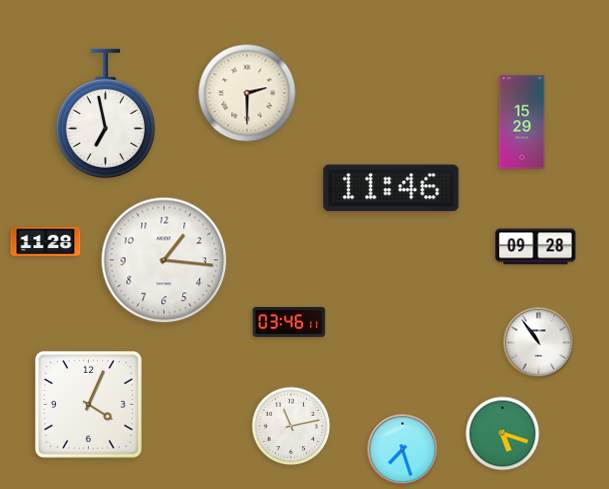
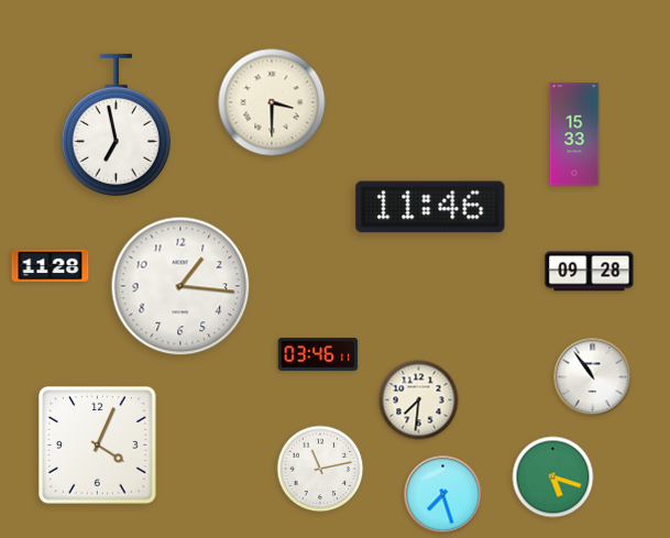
clock at (247, 93): 2:30 -> 3:30
clock at (522, 122): 15:29 -> 15:33
clock at (419, 400): none -> 7:31
